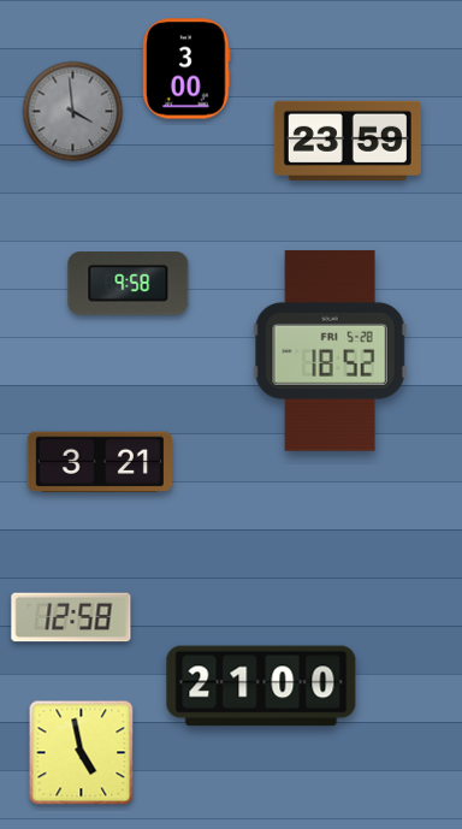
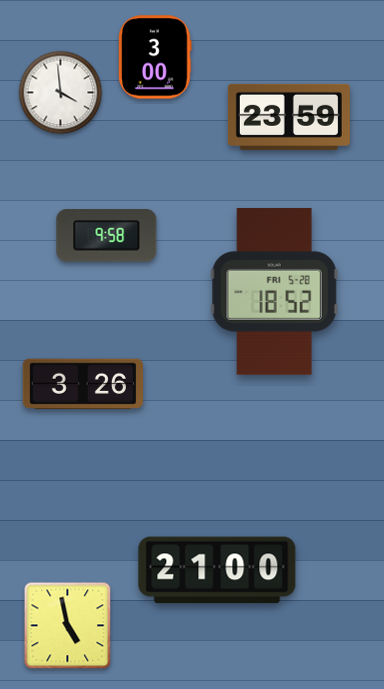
clock at (73, 112) dial: grey -> white
clock at (100, 462): 3:21 -> 3:26
clock at (71, 617): 12:58 -> none
